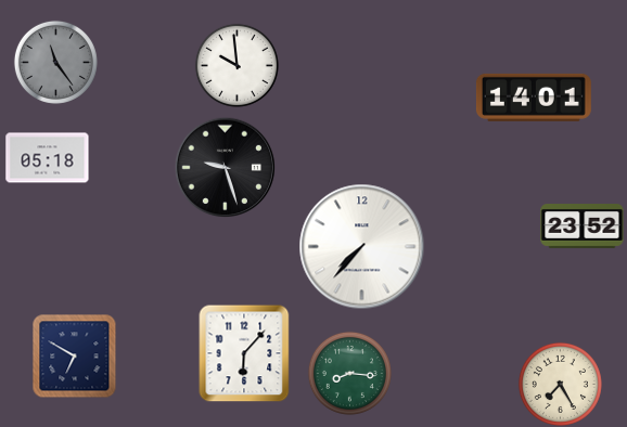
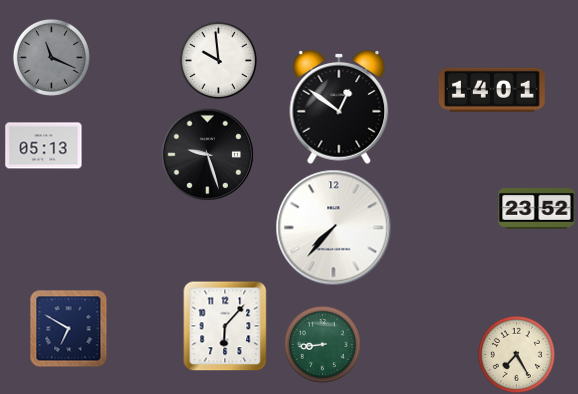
clock at (55, 62): 11:24 -> 11:19
clock at (339, 108): none -> 12:51
clock at (48, 158): 05:18 -> 05:13
clock at (349, 373): 8:16 -> 8:44
